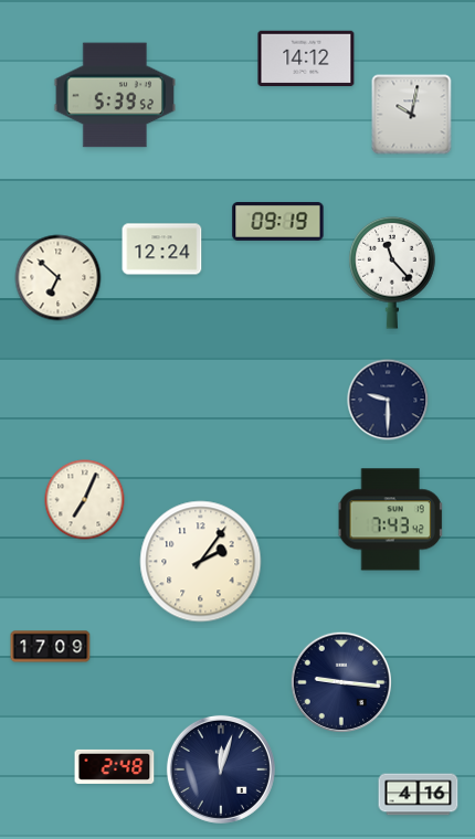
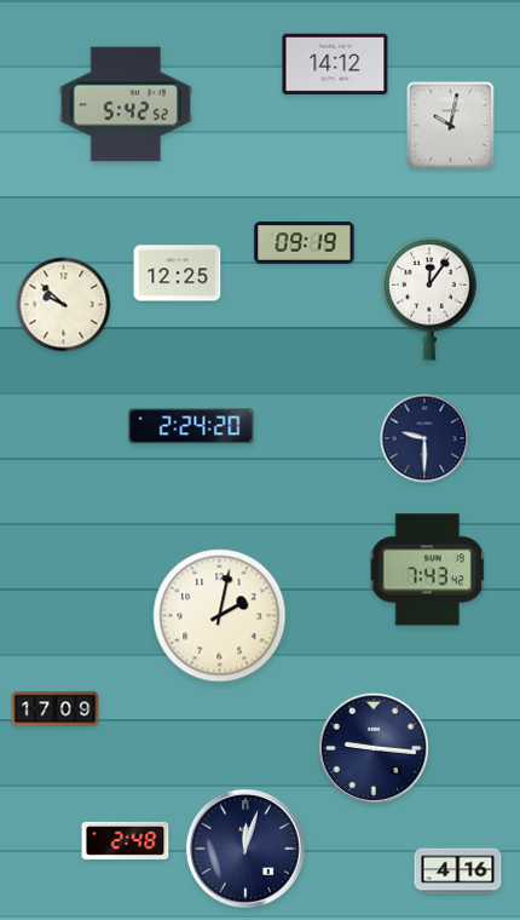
clock at (114, 95): 5:39 -> 5:42
clock at (162, 249): 12:24 -> 12:25
clock at (392, 273): 11:23 -> 12:06
clock at (59, 278): 6:52 -> 9:52
clock at (191, 426): none -> 2:24
clock at (85, 500): 7:04 -> none
clock at (201, 562): 2:06 -> 2:02
clock at (221, 769) position: (221, 769) -> (245, 849)
